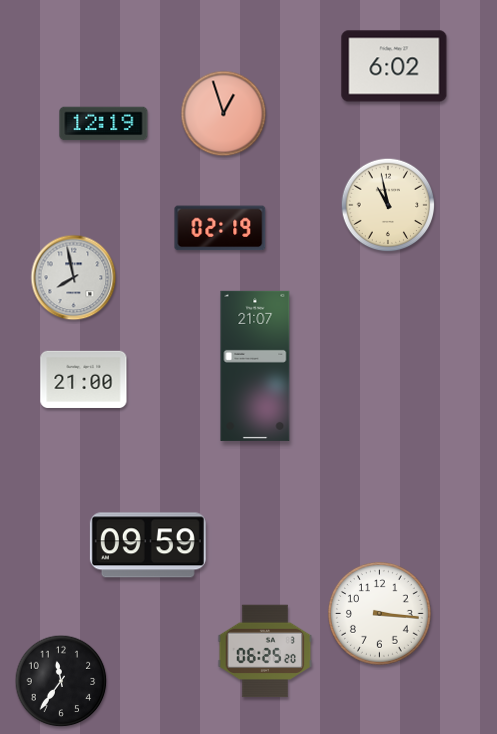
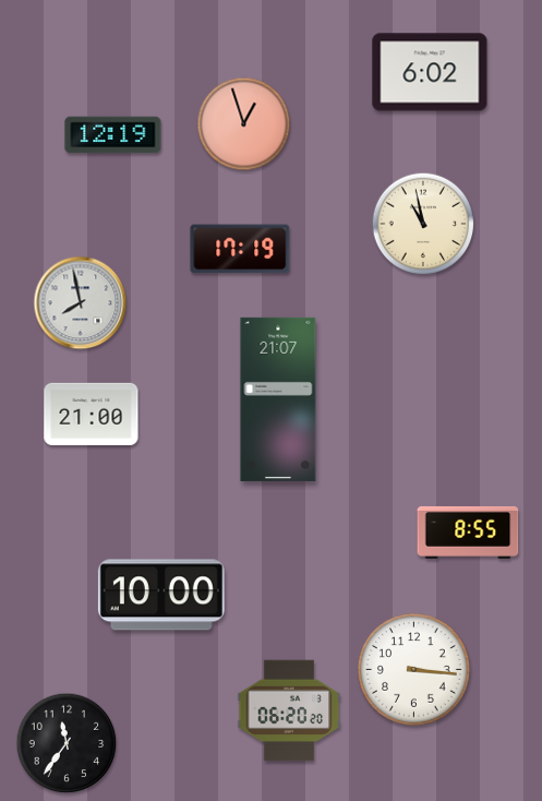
clock at (220, 228): 02:19 -> 17:19
clock at (468, 533): none -> 8:55
clock at (148, 545): 09:59 -> 10:00
clock at (265, 651): 06:25 -> 06:20
